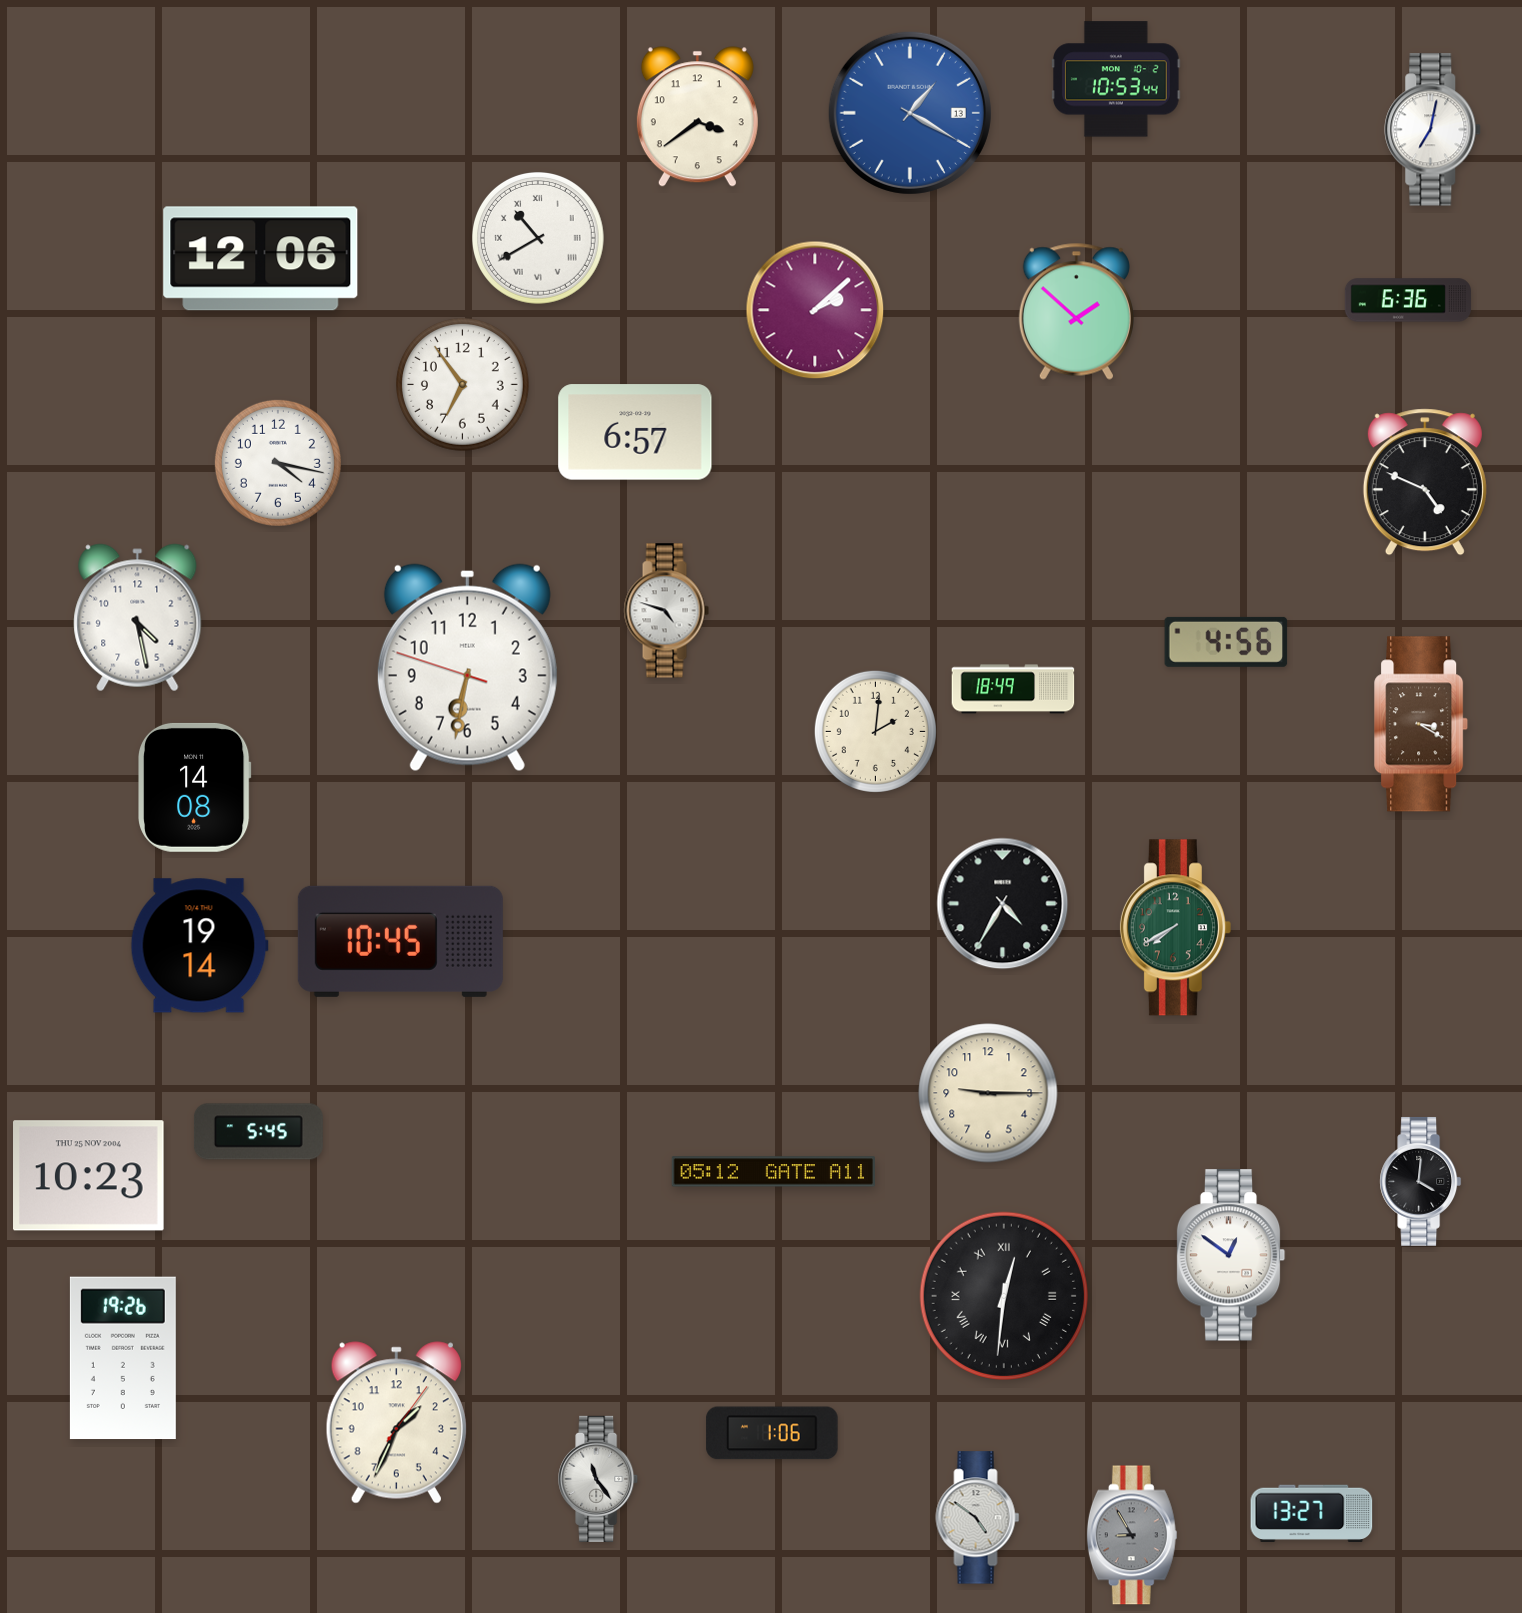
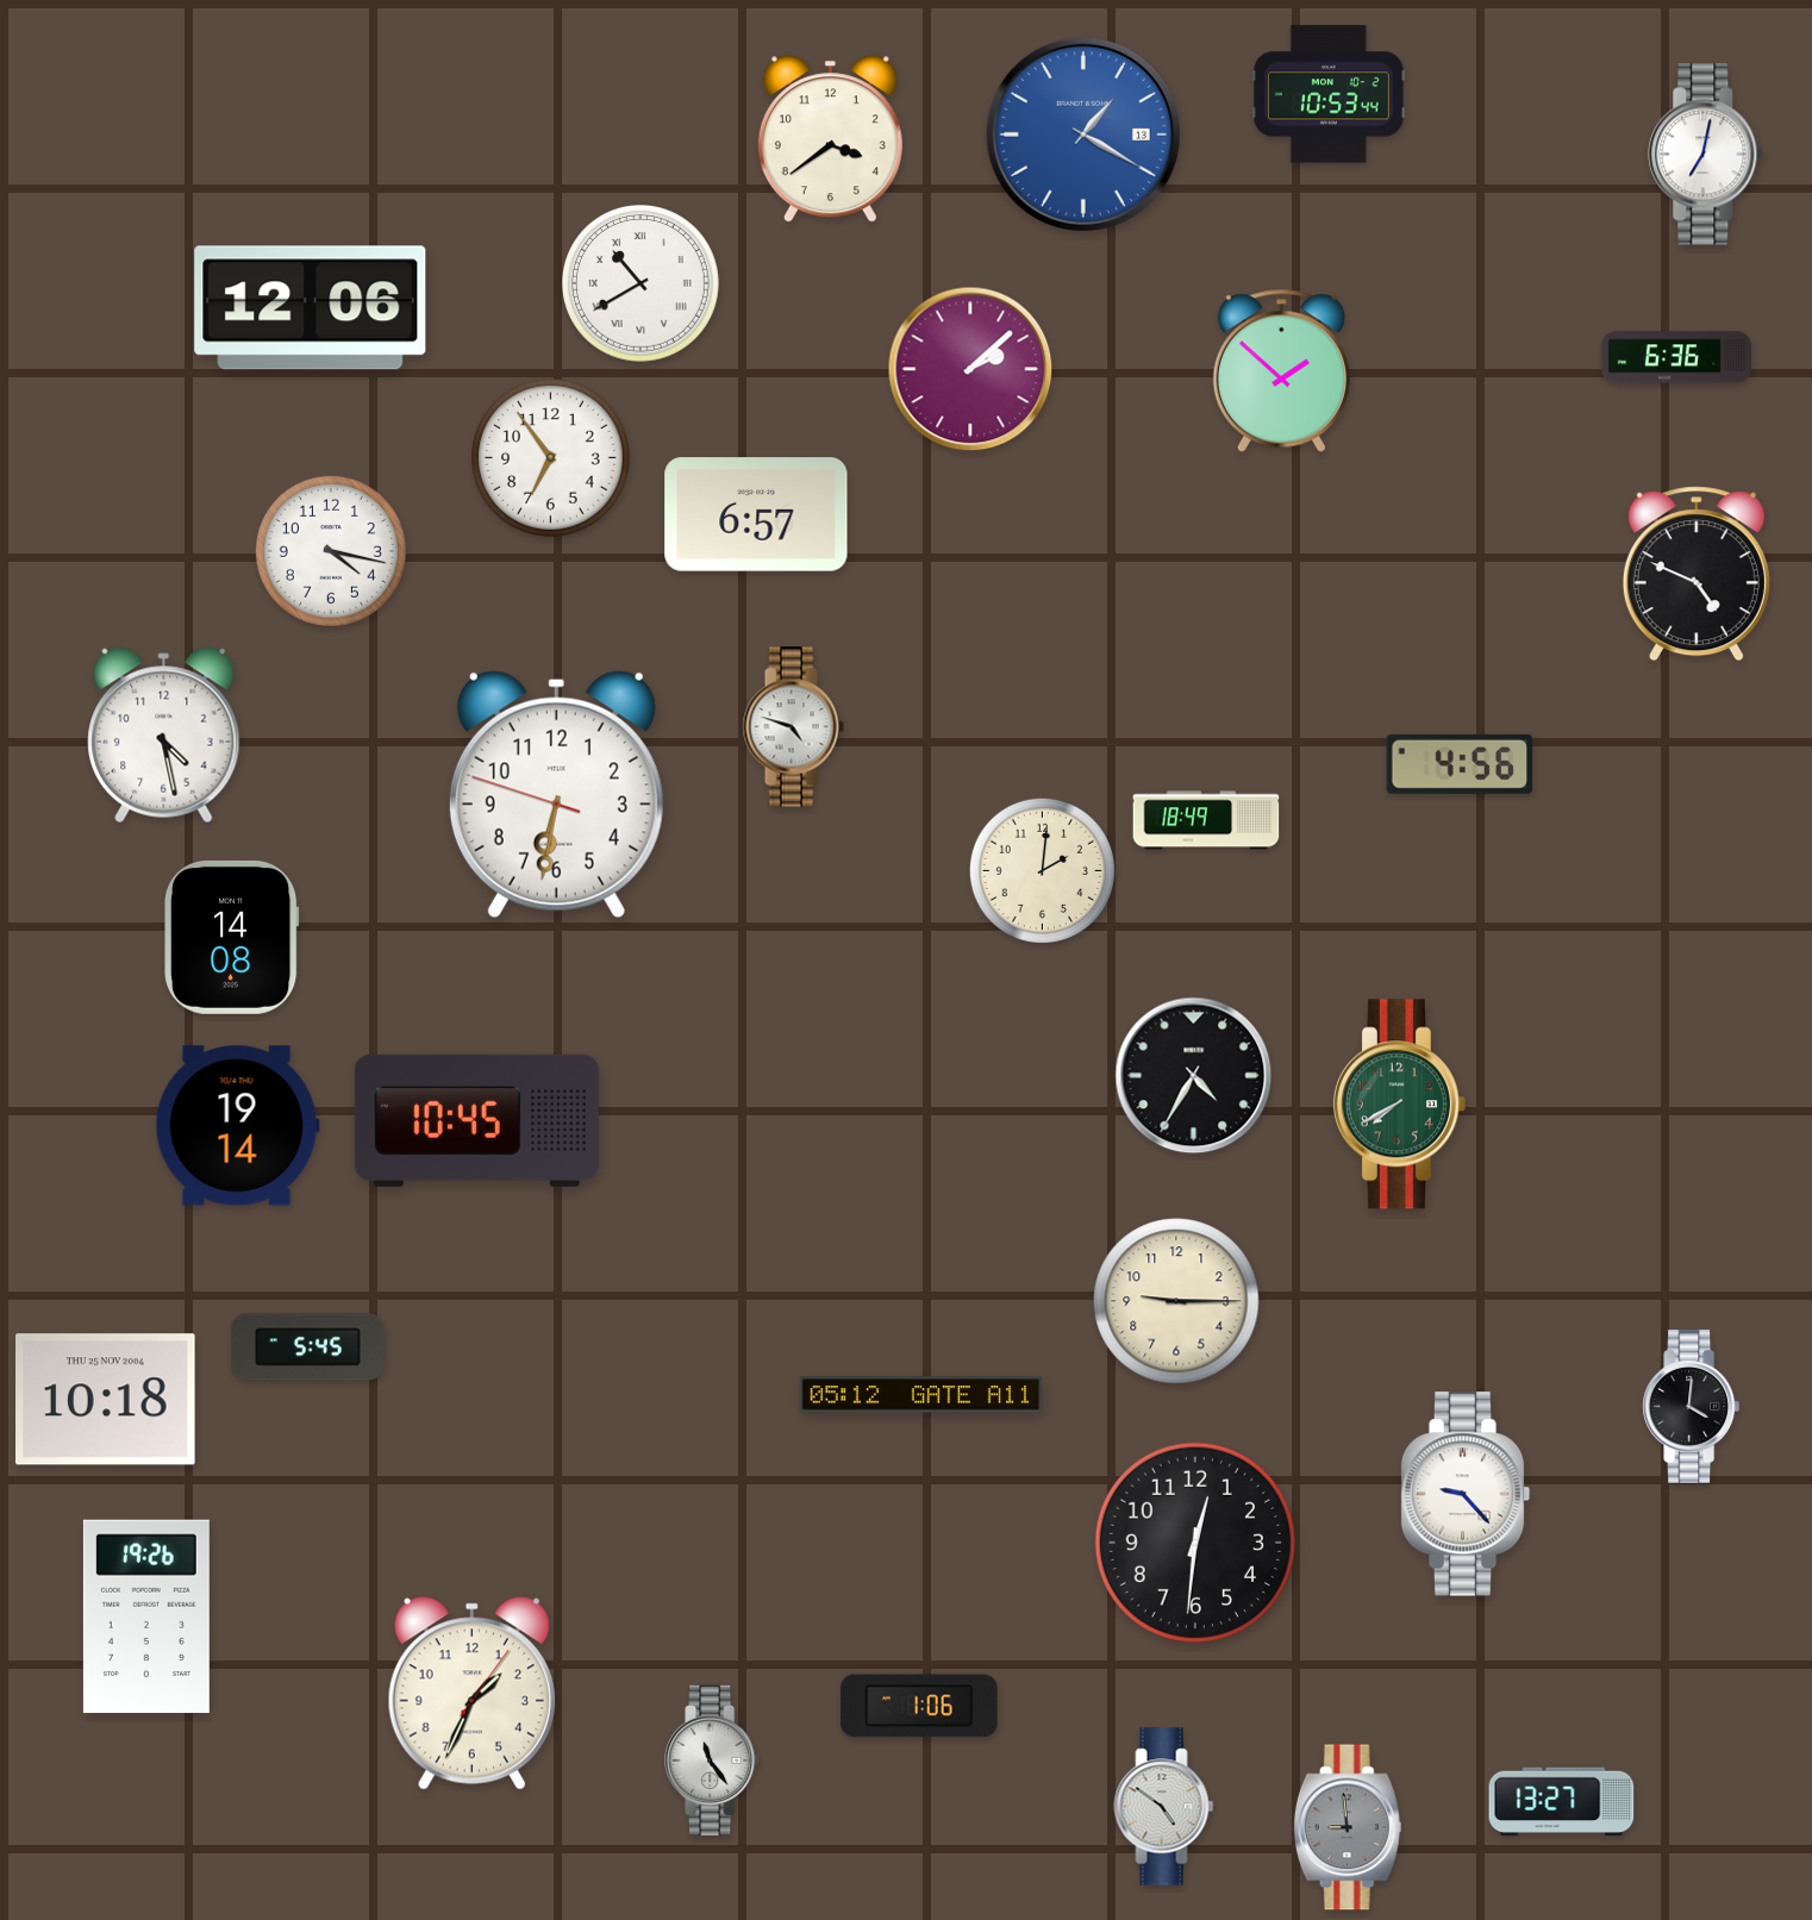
clock at (1422, 724): 3:20 -> none
clock at (89, 1176): 10:23 -> 10:18
clock at (1231, 1255): 12:51 -> 9:23
clock at (1004, 1296) numerals: Roman -> Arabic
clock at (1132, 1535): 8:55 -> 8:59
